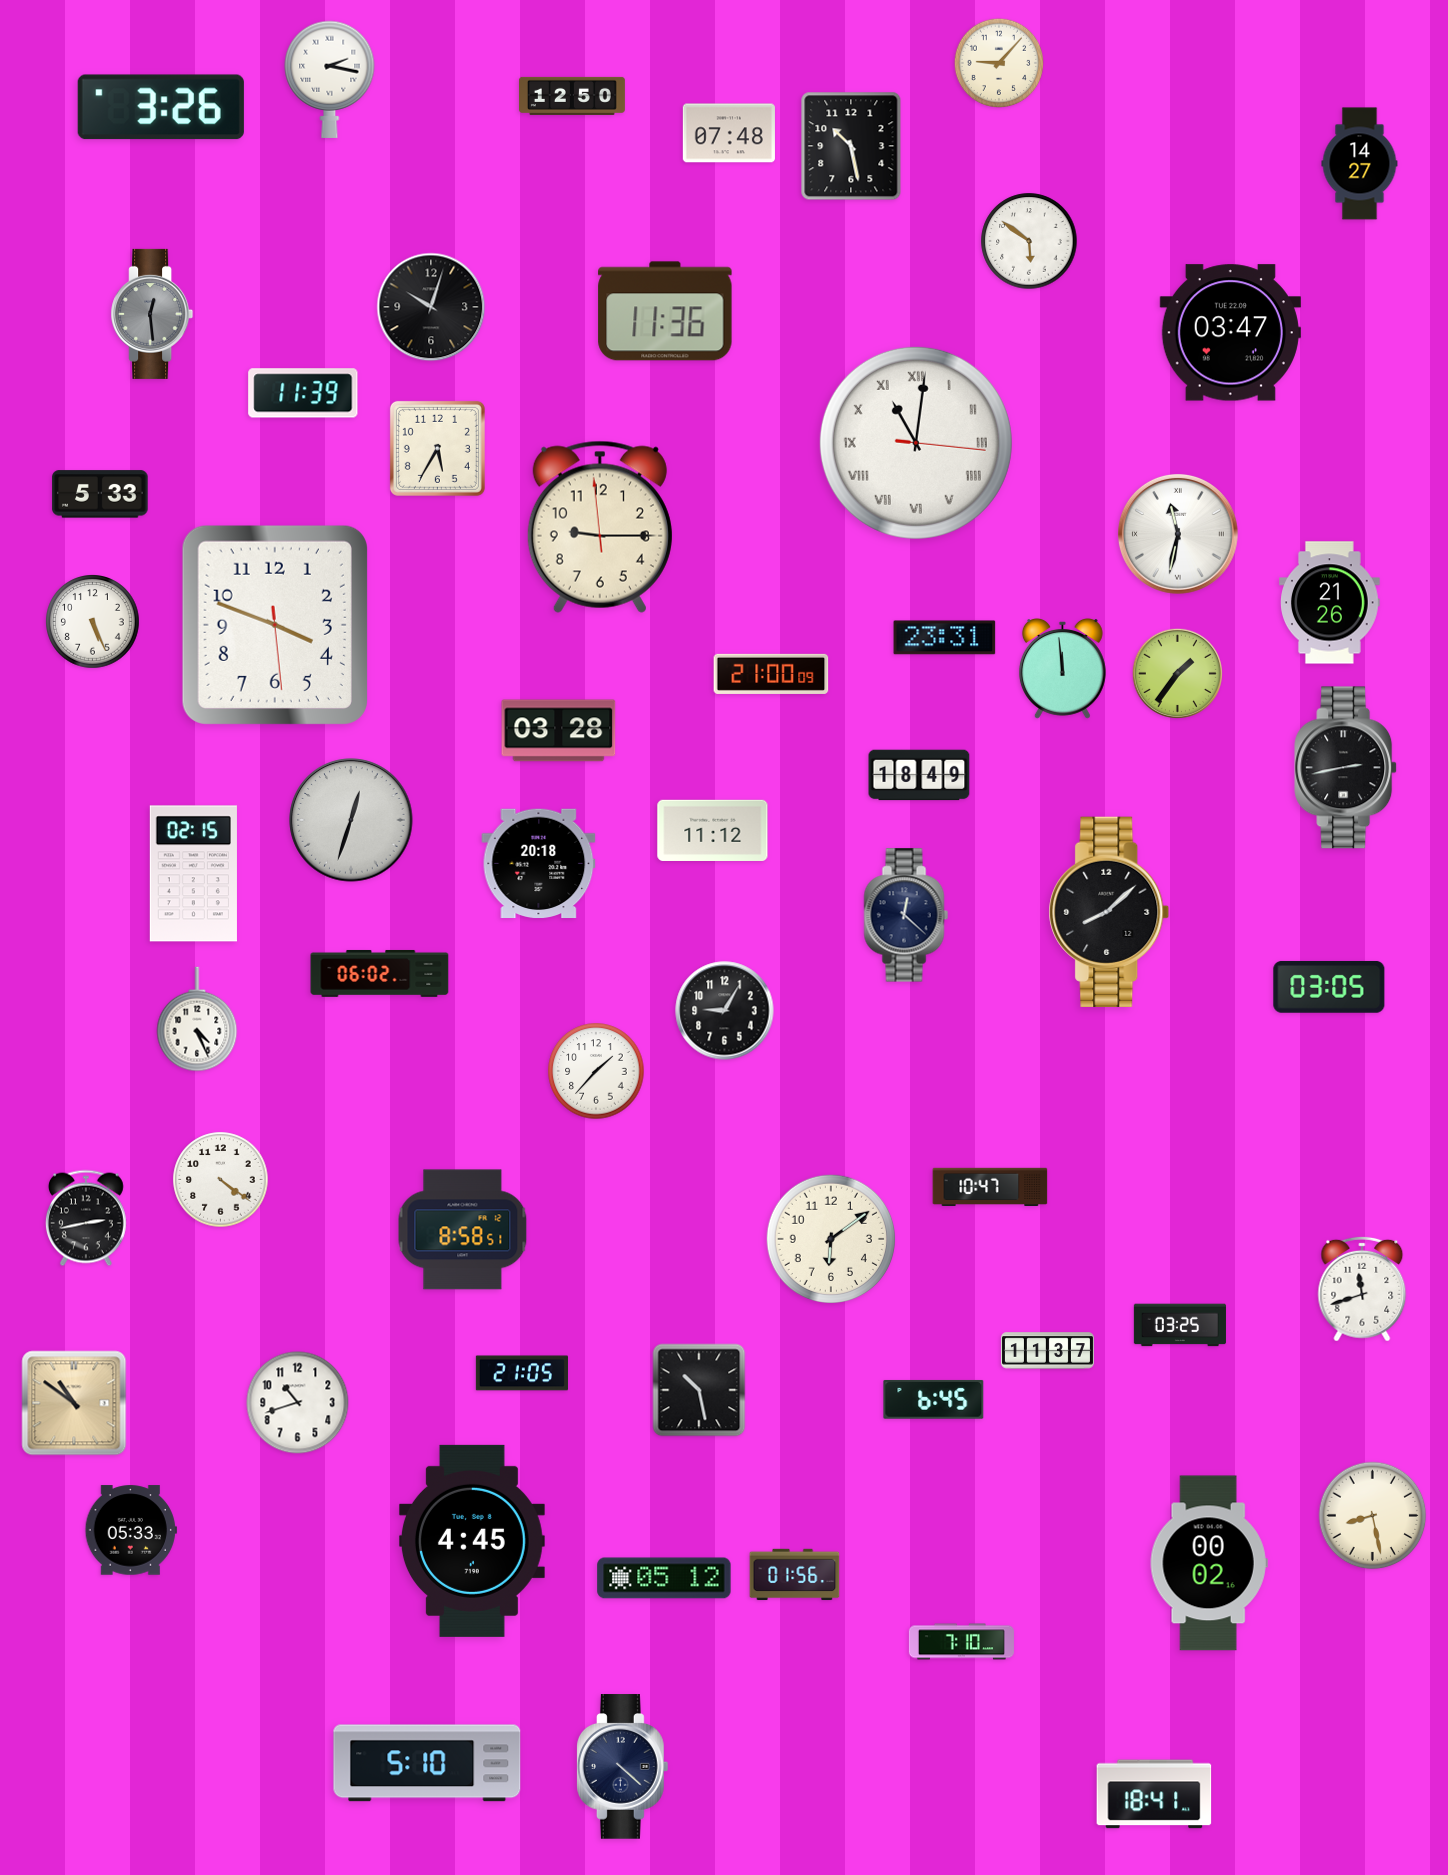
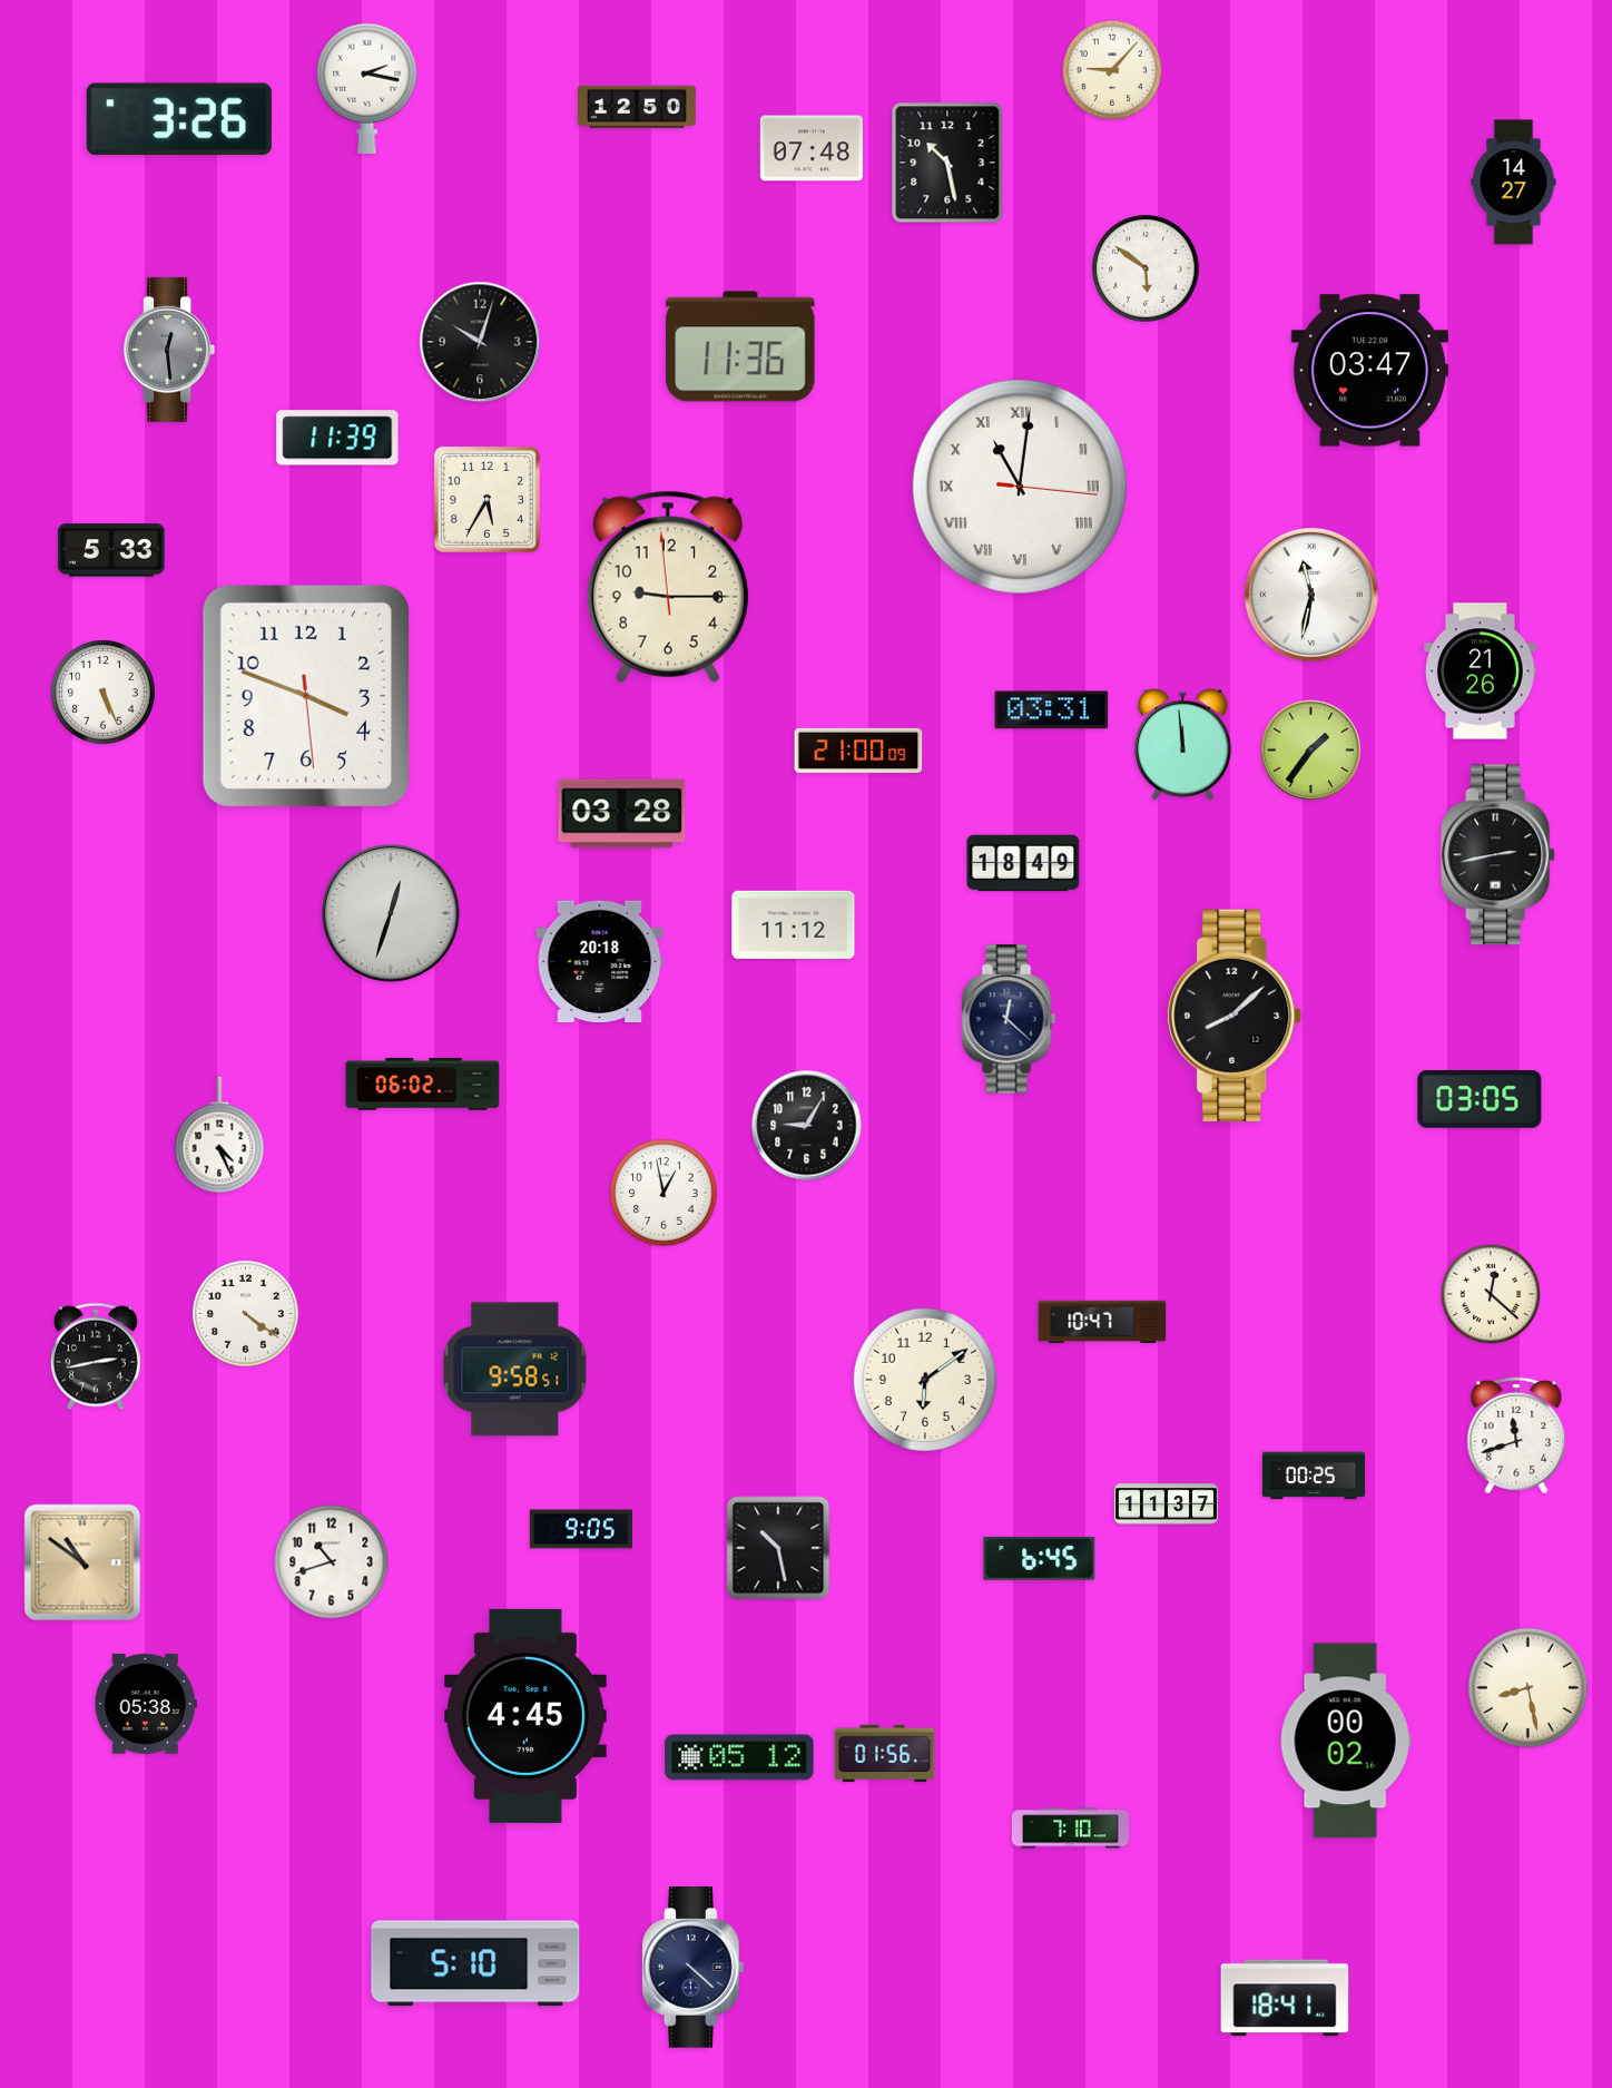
clock at (916, 443) position: (916, 443) -> (1020, 487)
clock at (945, 638): 23:31 -> 03:31
clock at (193, 874): 02:15 -> none
clock at (596, 1071): 1:37 -> 12:58
clock at (1490, 1293): none -> 12:22
clock at (463, 1230): 8:58 -> 9:58
clock at (1180, 1325): 03:25 -> 00:25
clock at (522, 1373): 21:05 -> 9:05
clock at (131, 1530): 05:33 -> 05:38
